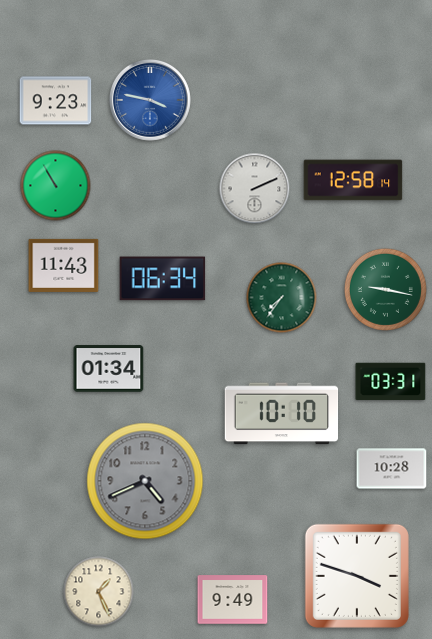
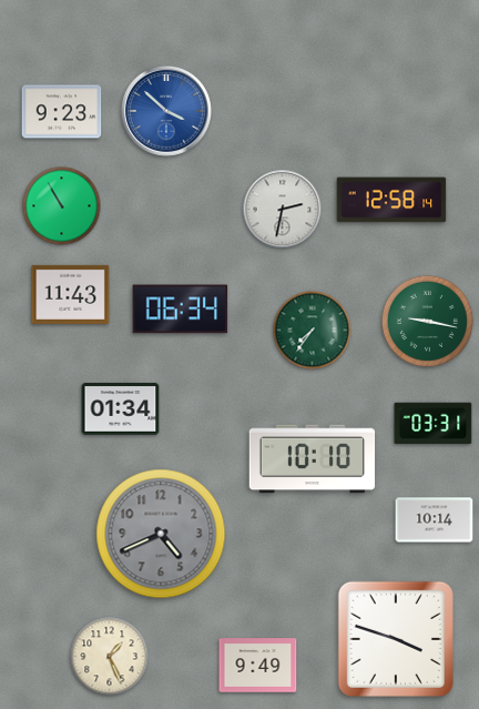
clock at (150, 100): 3:47 -> 3:52
clock at (255, 189): 2:11 -> 2:32
clock at (392, 469): 10:28 -> 10:14
